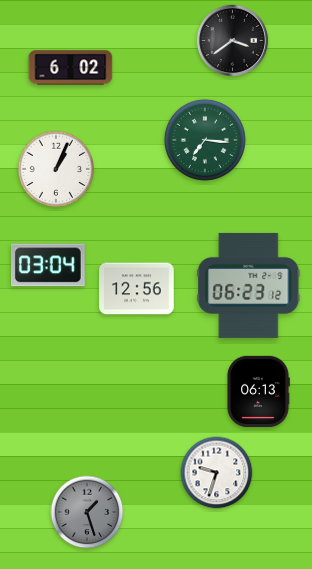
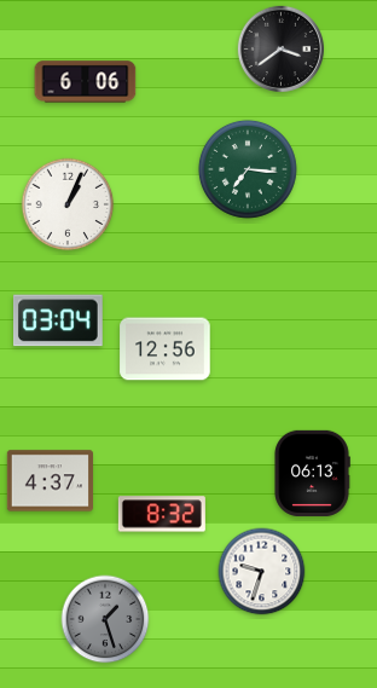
clock at (71, 68): 6:02 -> 6:06
clock at (249, 285): 06:23 -> none
clock at (50, 481): none -> 4:37
clock at (162, 514): none -> 8:32
